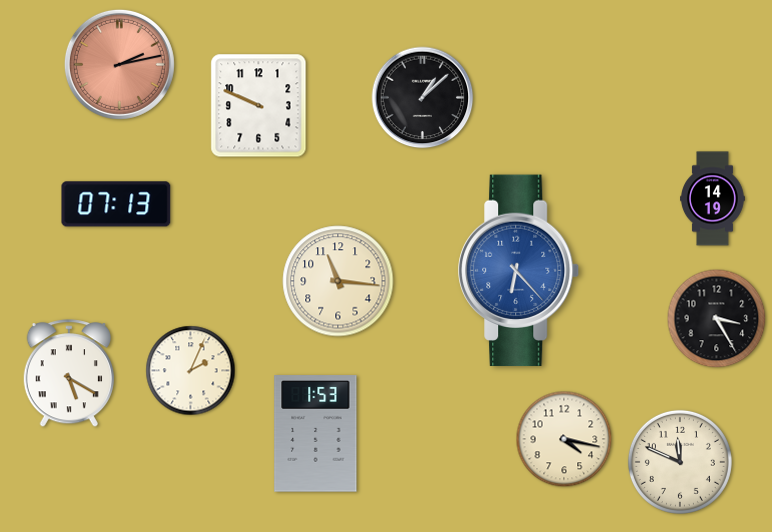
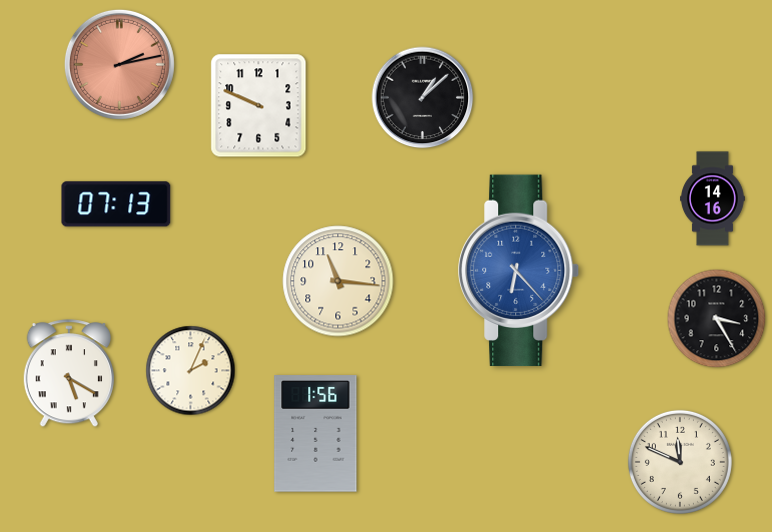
clock at (713, 199): 14:19 -> 14:16
clock at (316, 434): 1:53 -> 1:56
clock at (564, 439): 4:17 -> none
